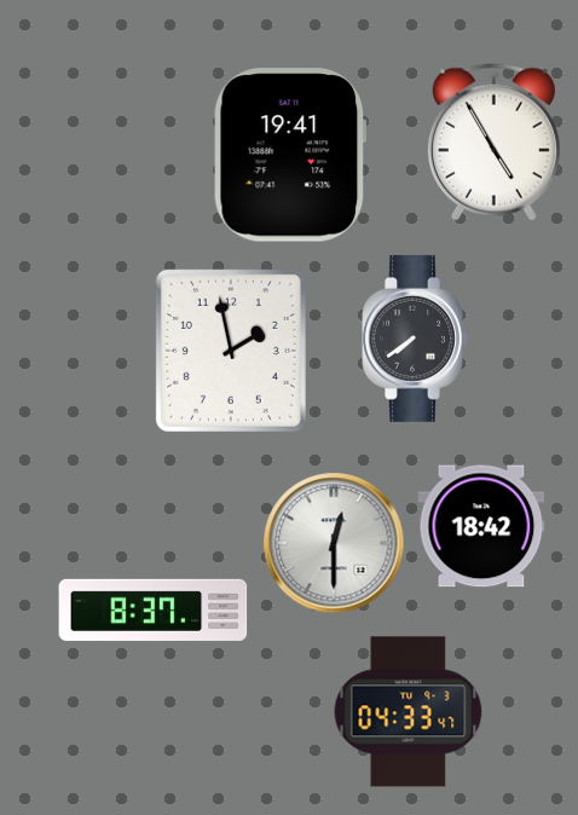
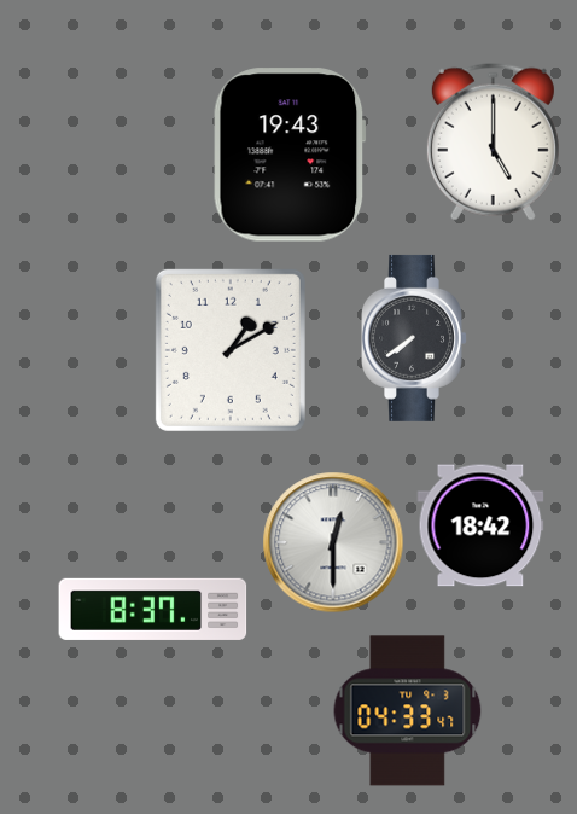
clock at (493, 141): 4:55 -> 5:00
clock at (290, 155): 19:41 -> 19:43
clock at (231, 351): 1:58 -> 1:10
